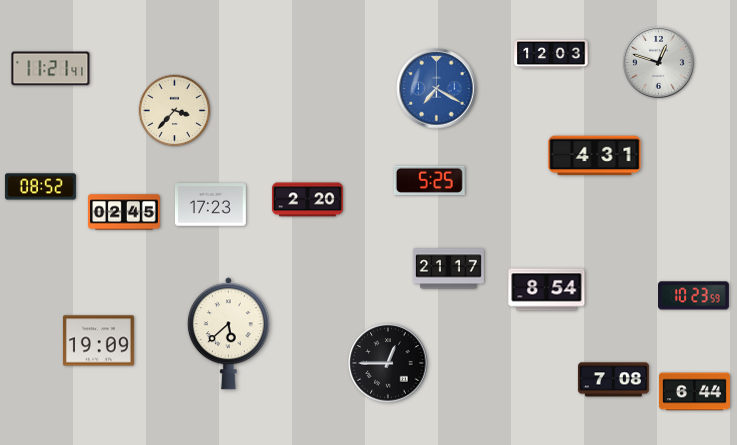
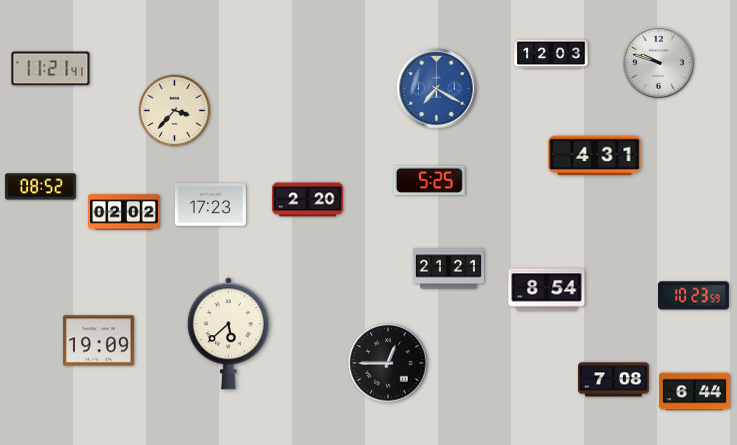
clock at (658, 62): 12:48 -> 9:48
clock at (124, 212): 02:45 -> 02:02
clock at (448, 269): 21:17 -> 21:21
